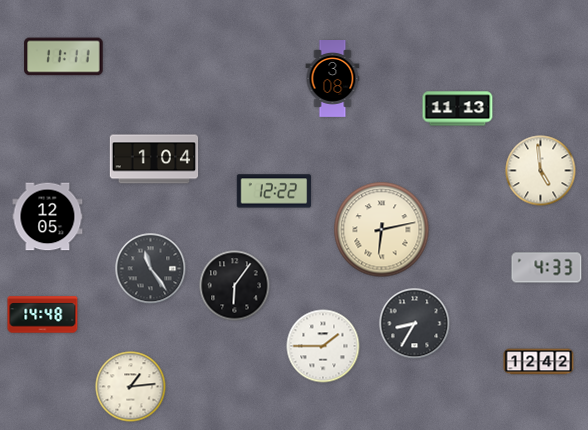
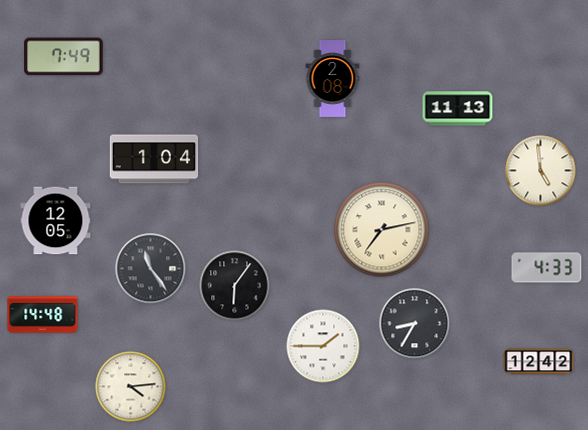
clock at (64, 57): 11:11 -> 7:49
clock at (333, 79): 3:08 -> 2:08
clock at (274, 191): 12:22 -> none
clock at (48, 217) position: (48, 217) -> (56, 221)
clock at (382, 230): 6:13 -> 7:13
clock at (131, 387): 1:14 -> 4:14
